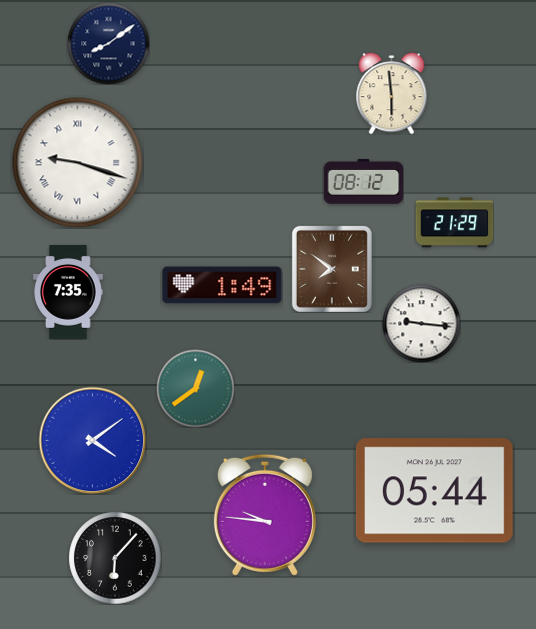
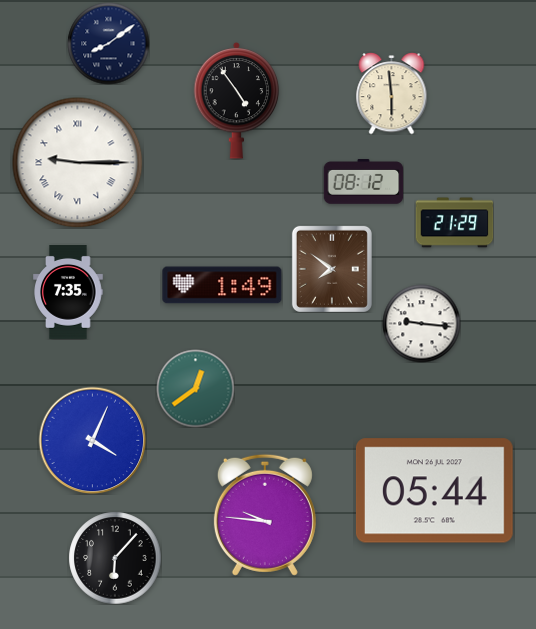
clock at (237, 100): none -> 4:54
clock at (78, 163): 9:18 -> 9:15
clock at (92, 440): 4:09 -> 4:04
